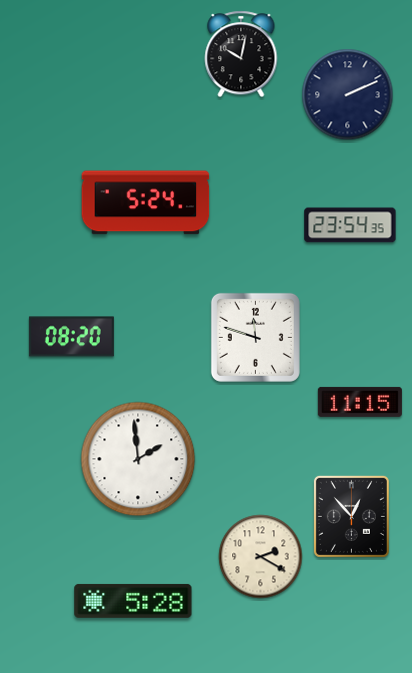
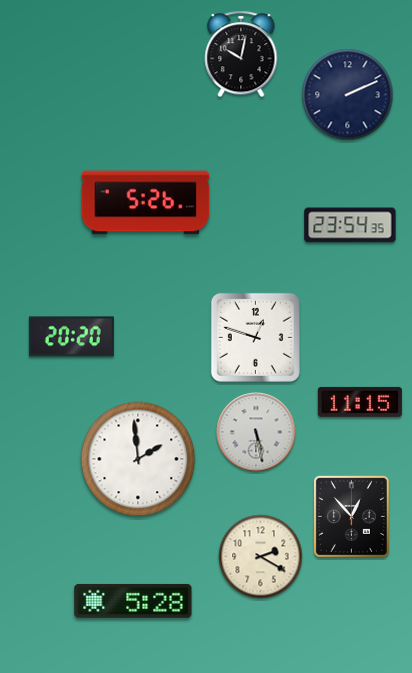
clock at (146, 203): 5:24 -> 5:26
clock at (71, 337): 08:20 -> 20:20
clock at (255, 337): 11:48 -> 12:48
clock at (256, 432): none -> 5:28
